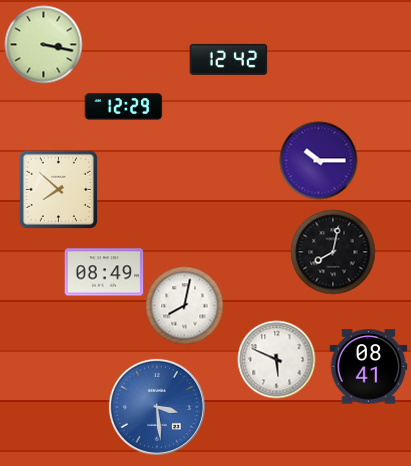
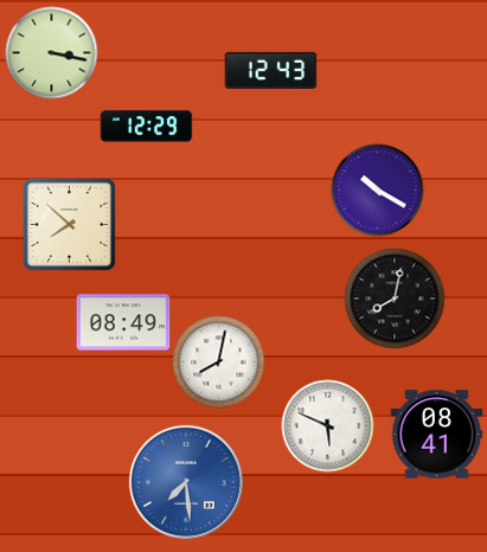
clock at (228, 59): 12:42 -> 12:43
clock at (318, 160): 10:15 -> 10:20
clock at (157, 407): 3:29 -> 7:29
